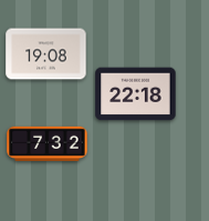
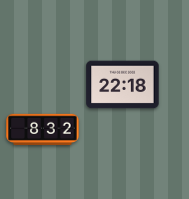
clock at (46, 54): 19:08 -> none
clock at (48, 144): 7:32 -> 8:32
